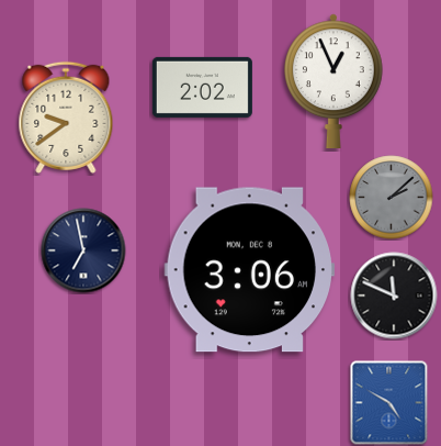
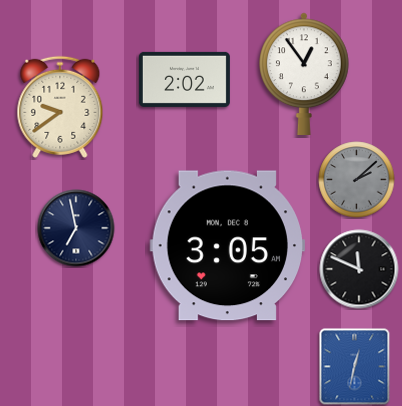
clock at (335, 80): 12:56 -> 12:54
clock at (250, 270): 3:06 -> 3:05
clock at (389, 403): 4:50 -> 12:32
